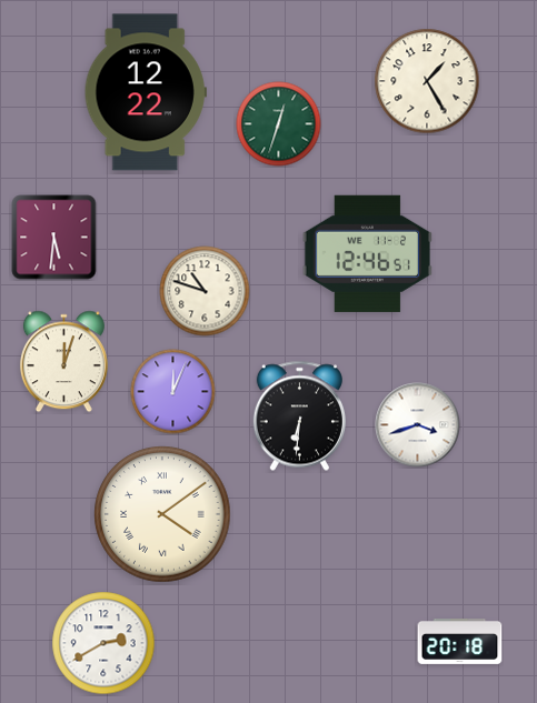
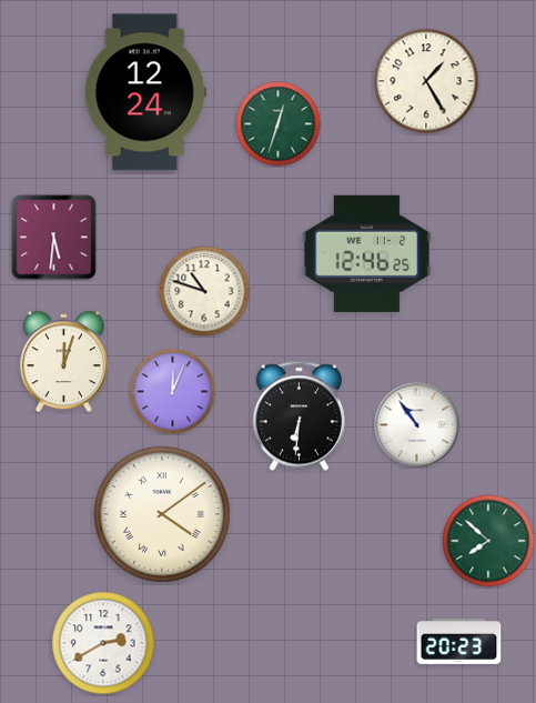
clock at (146, 92): 12:22 -> 12:24
clock at (367, 253): 12:46:51 -> 12:46:25
clock at (418, 425): 3:42 -> 10:54
clock at (488, 541): none -> 7:52
clock at (460, 642): 20:18 -> 20:23
